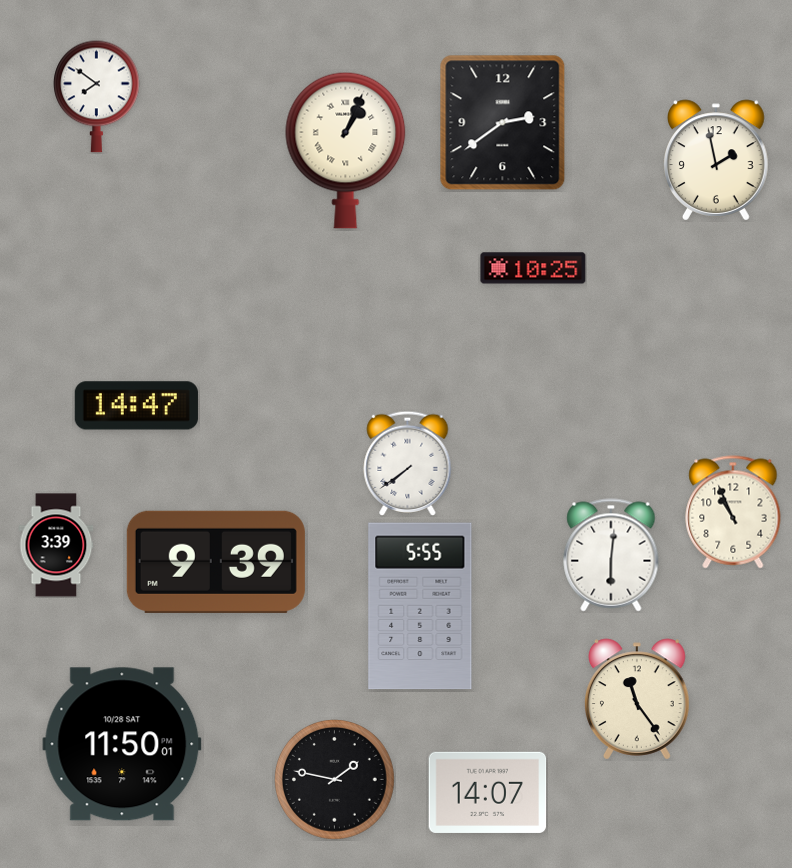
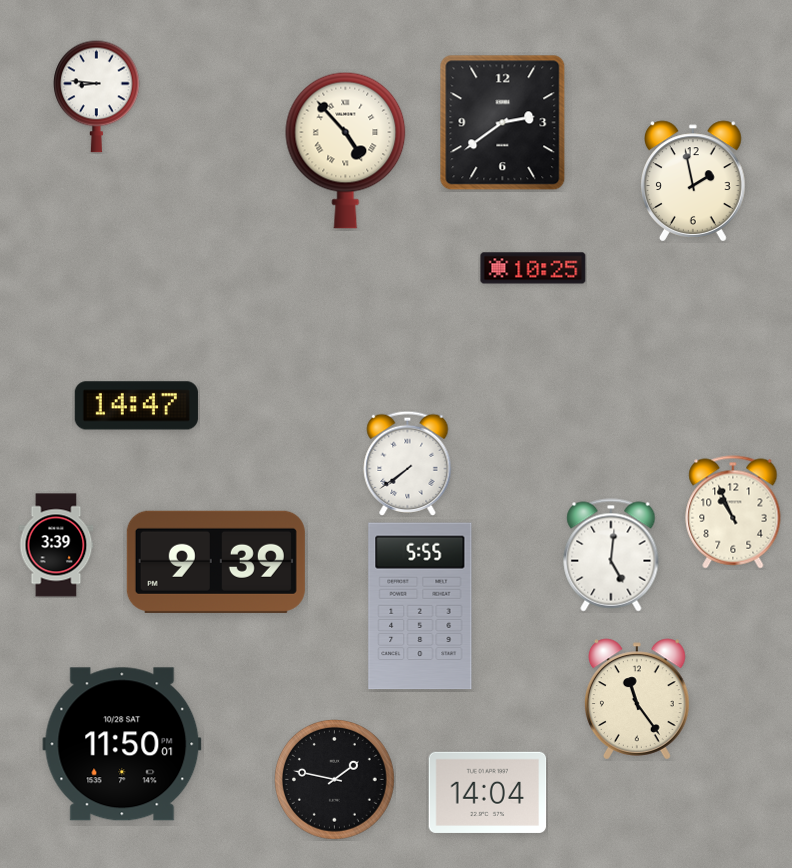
clock at (97, 96): 7:51 -> 8:46
clock at (346, 150): 1:04 -> 4:53
clock at (717, 160) position: (717, 160) -> (694, 181)
clock at (611, 555): 6:01 -> 5:01
clock at (488, 792): 14:07 -> 14:04
